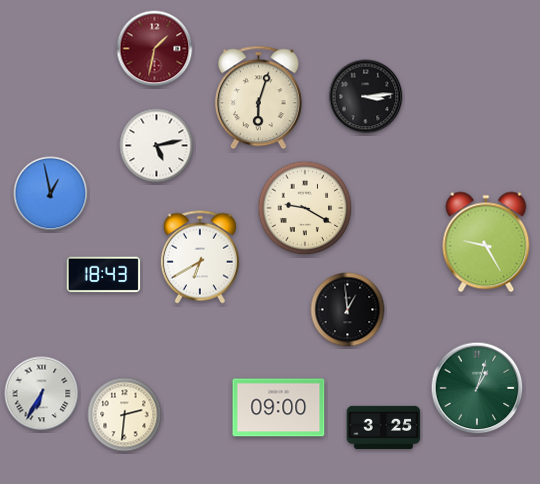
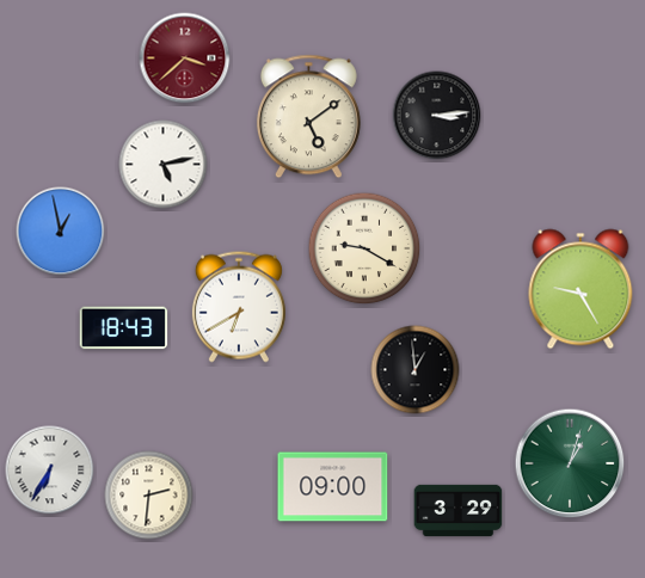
clock at (155, 49): 1:32 -> 3:38
clock at (258, 98): 6:03 -> 5:09
clock at (157, 146) position: (157, 146) -> (164, 165)
clock at (384, 427): 3:25 -> 3:29
